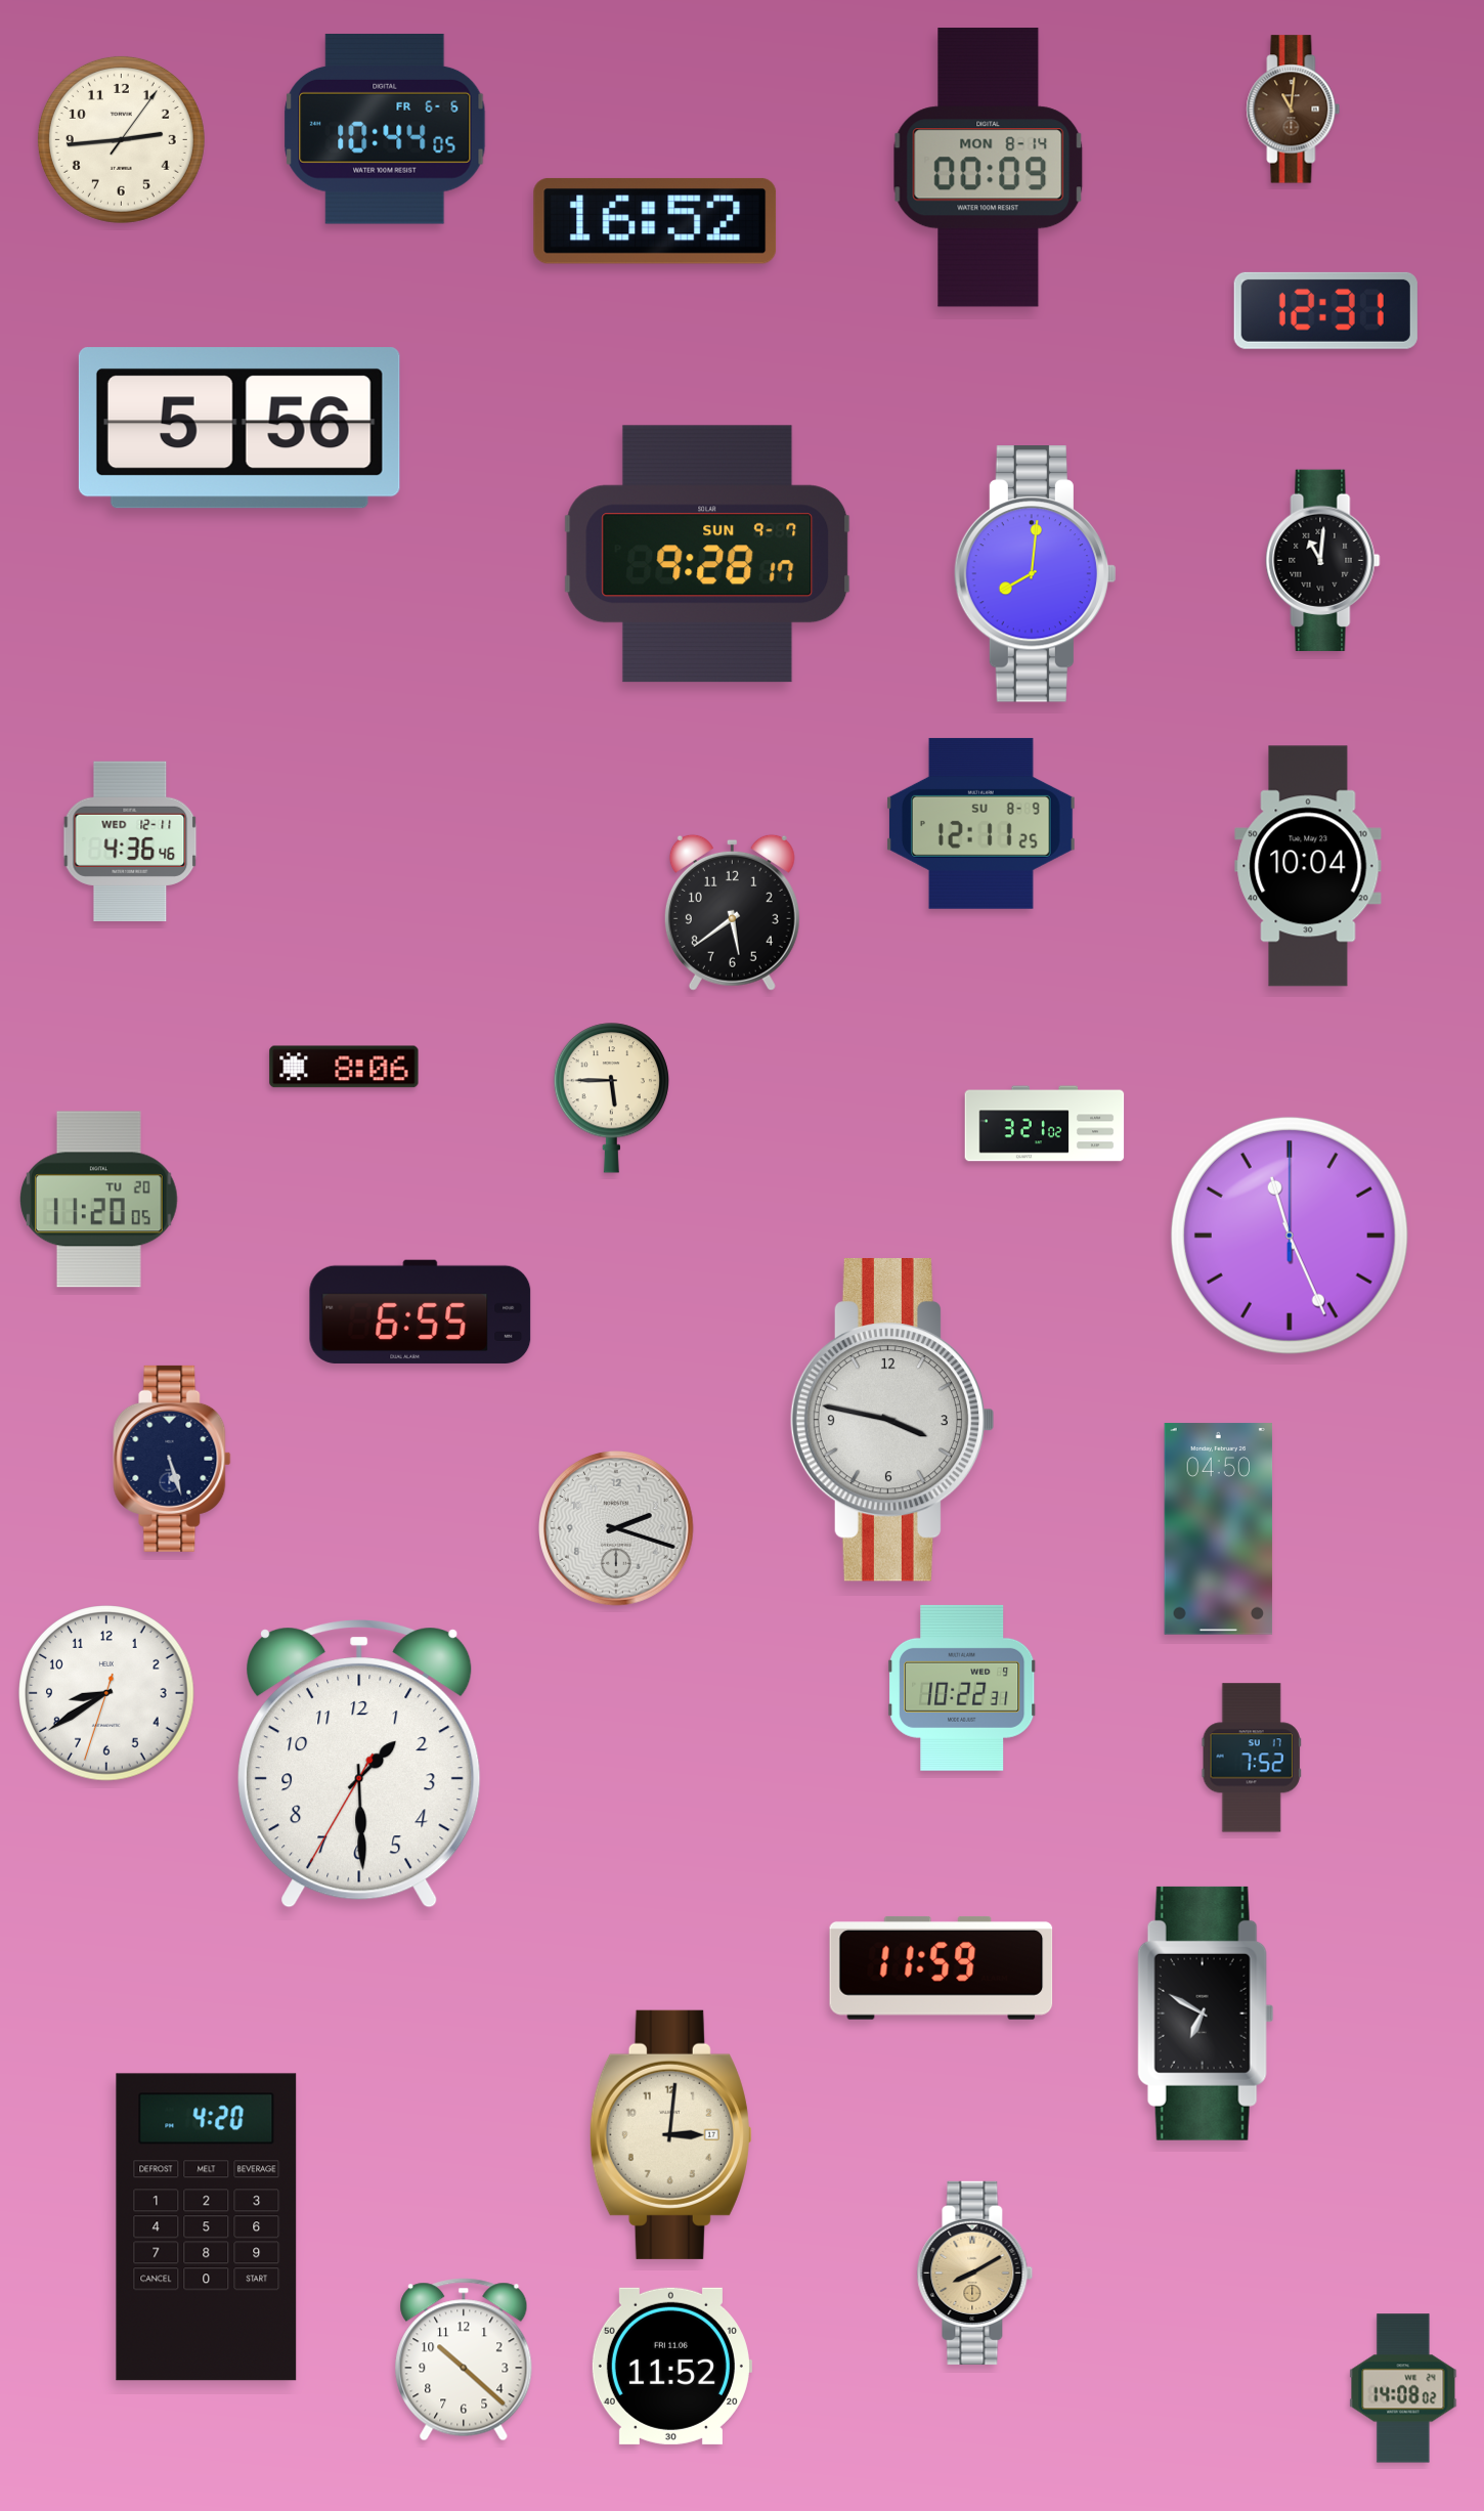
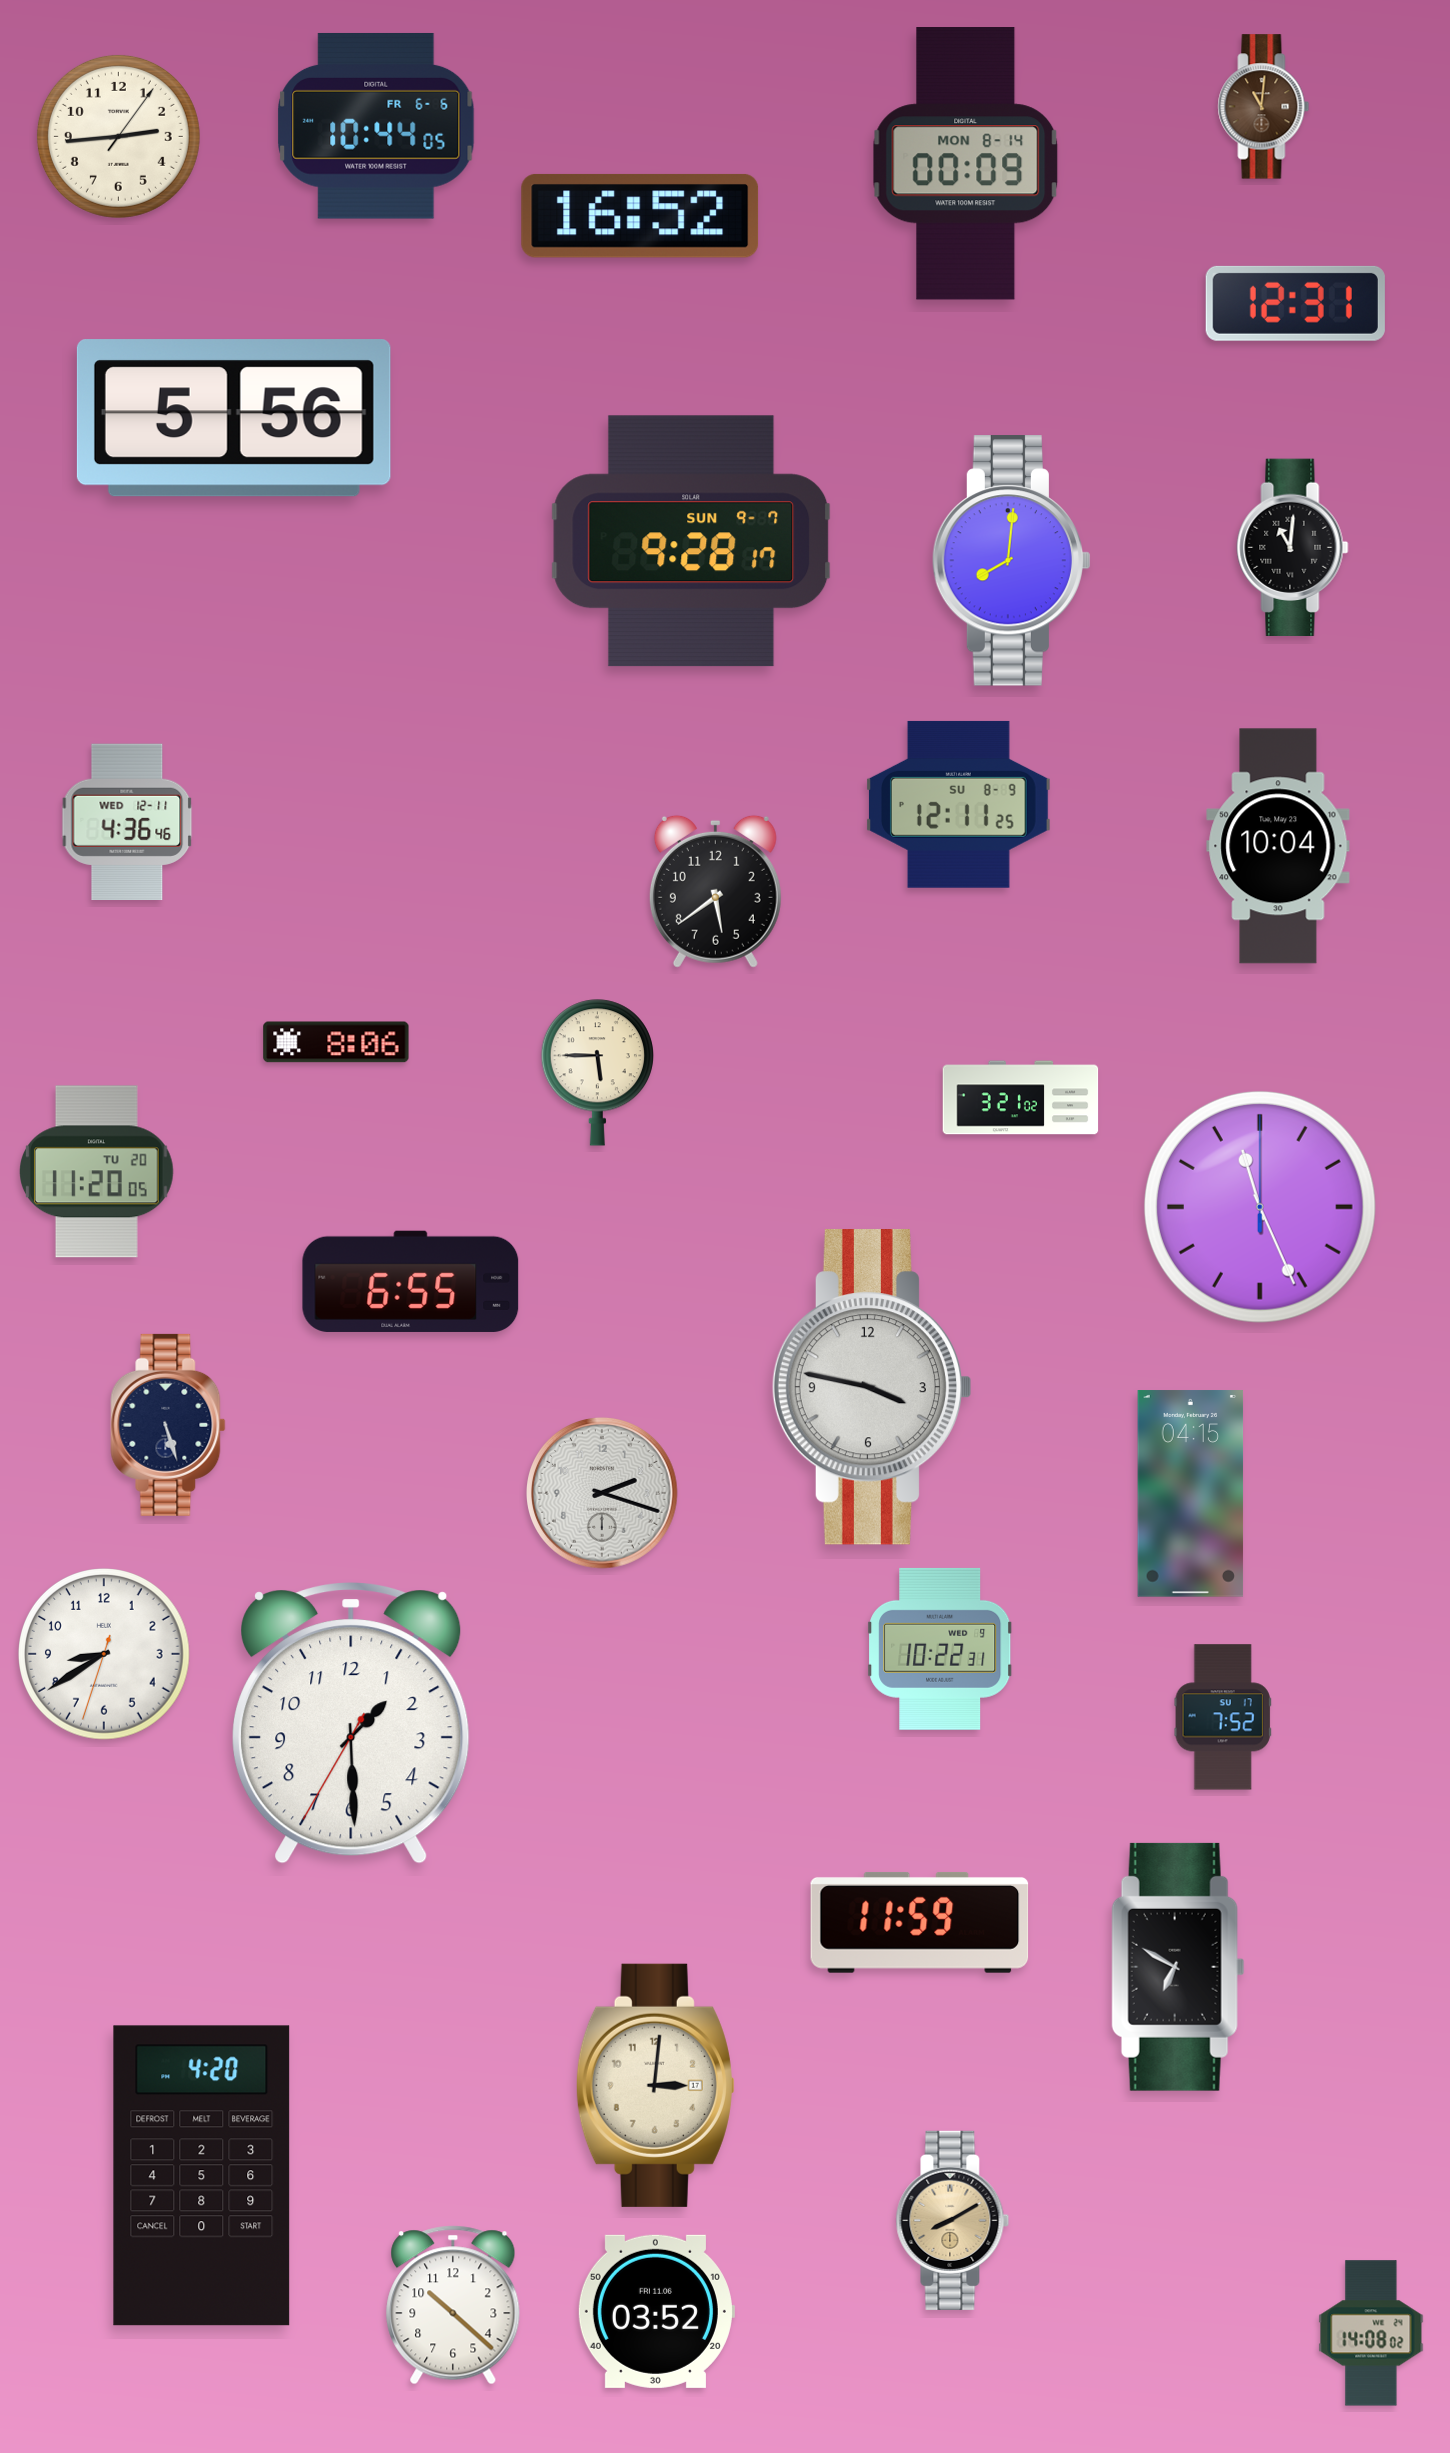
clock at (1219, 1529): 04:50 -> 04:15
clock at (671, 2366): 11:52 -> 03:52
